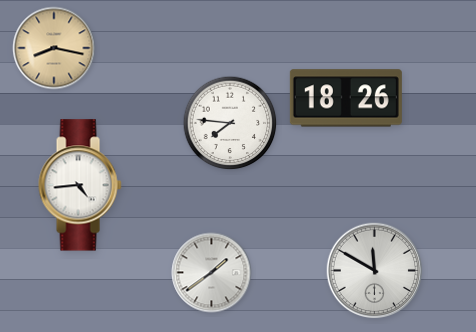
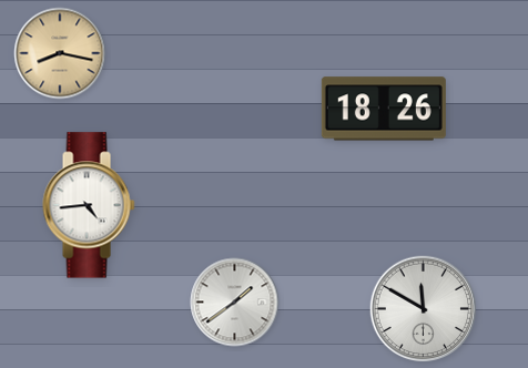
clock at (230, 123): 7:46 -> none
clock at (375, 271) position: (375, 271) -> (424, 309)
